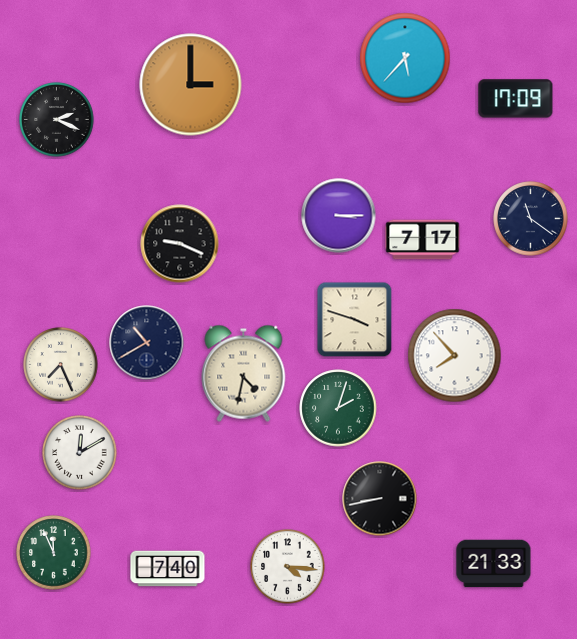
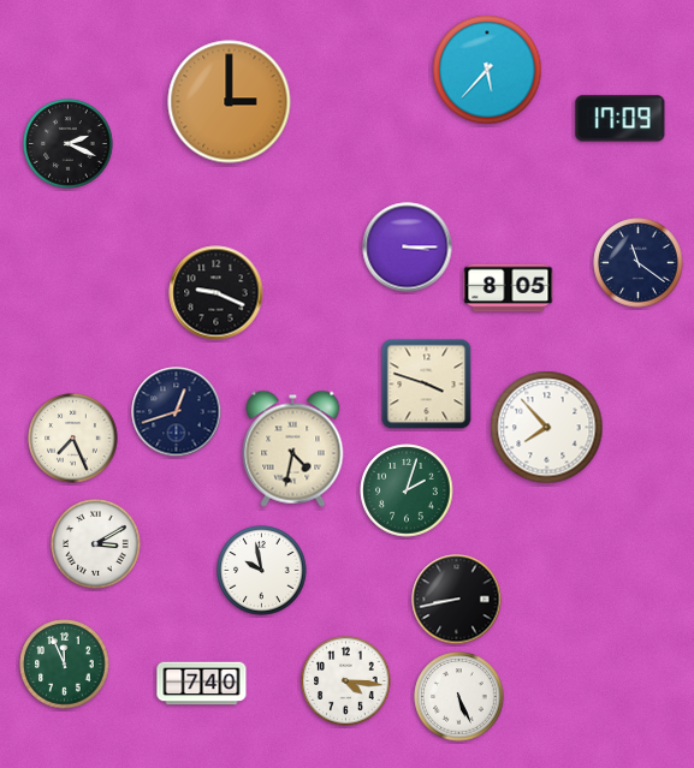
clock at (339, 216) position: (339, 216) -> (408, 248)
clock at (423, 240): 7:17 -> 8:05
clock at (147, 343): 10:40 -> 12:42
clock at (80, 453): 12:10 -> 3:10
clock at (262, 571): none -> 9:58
clock at (494, 564): 21:33 -> none
clock at (459, 697): none -> 5:26
